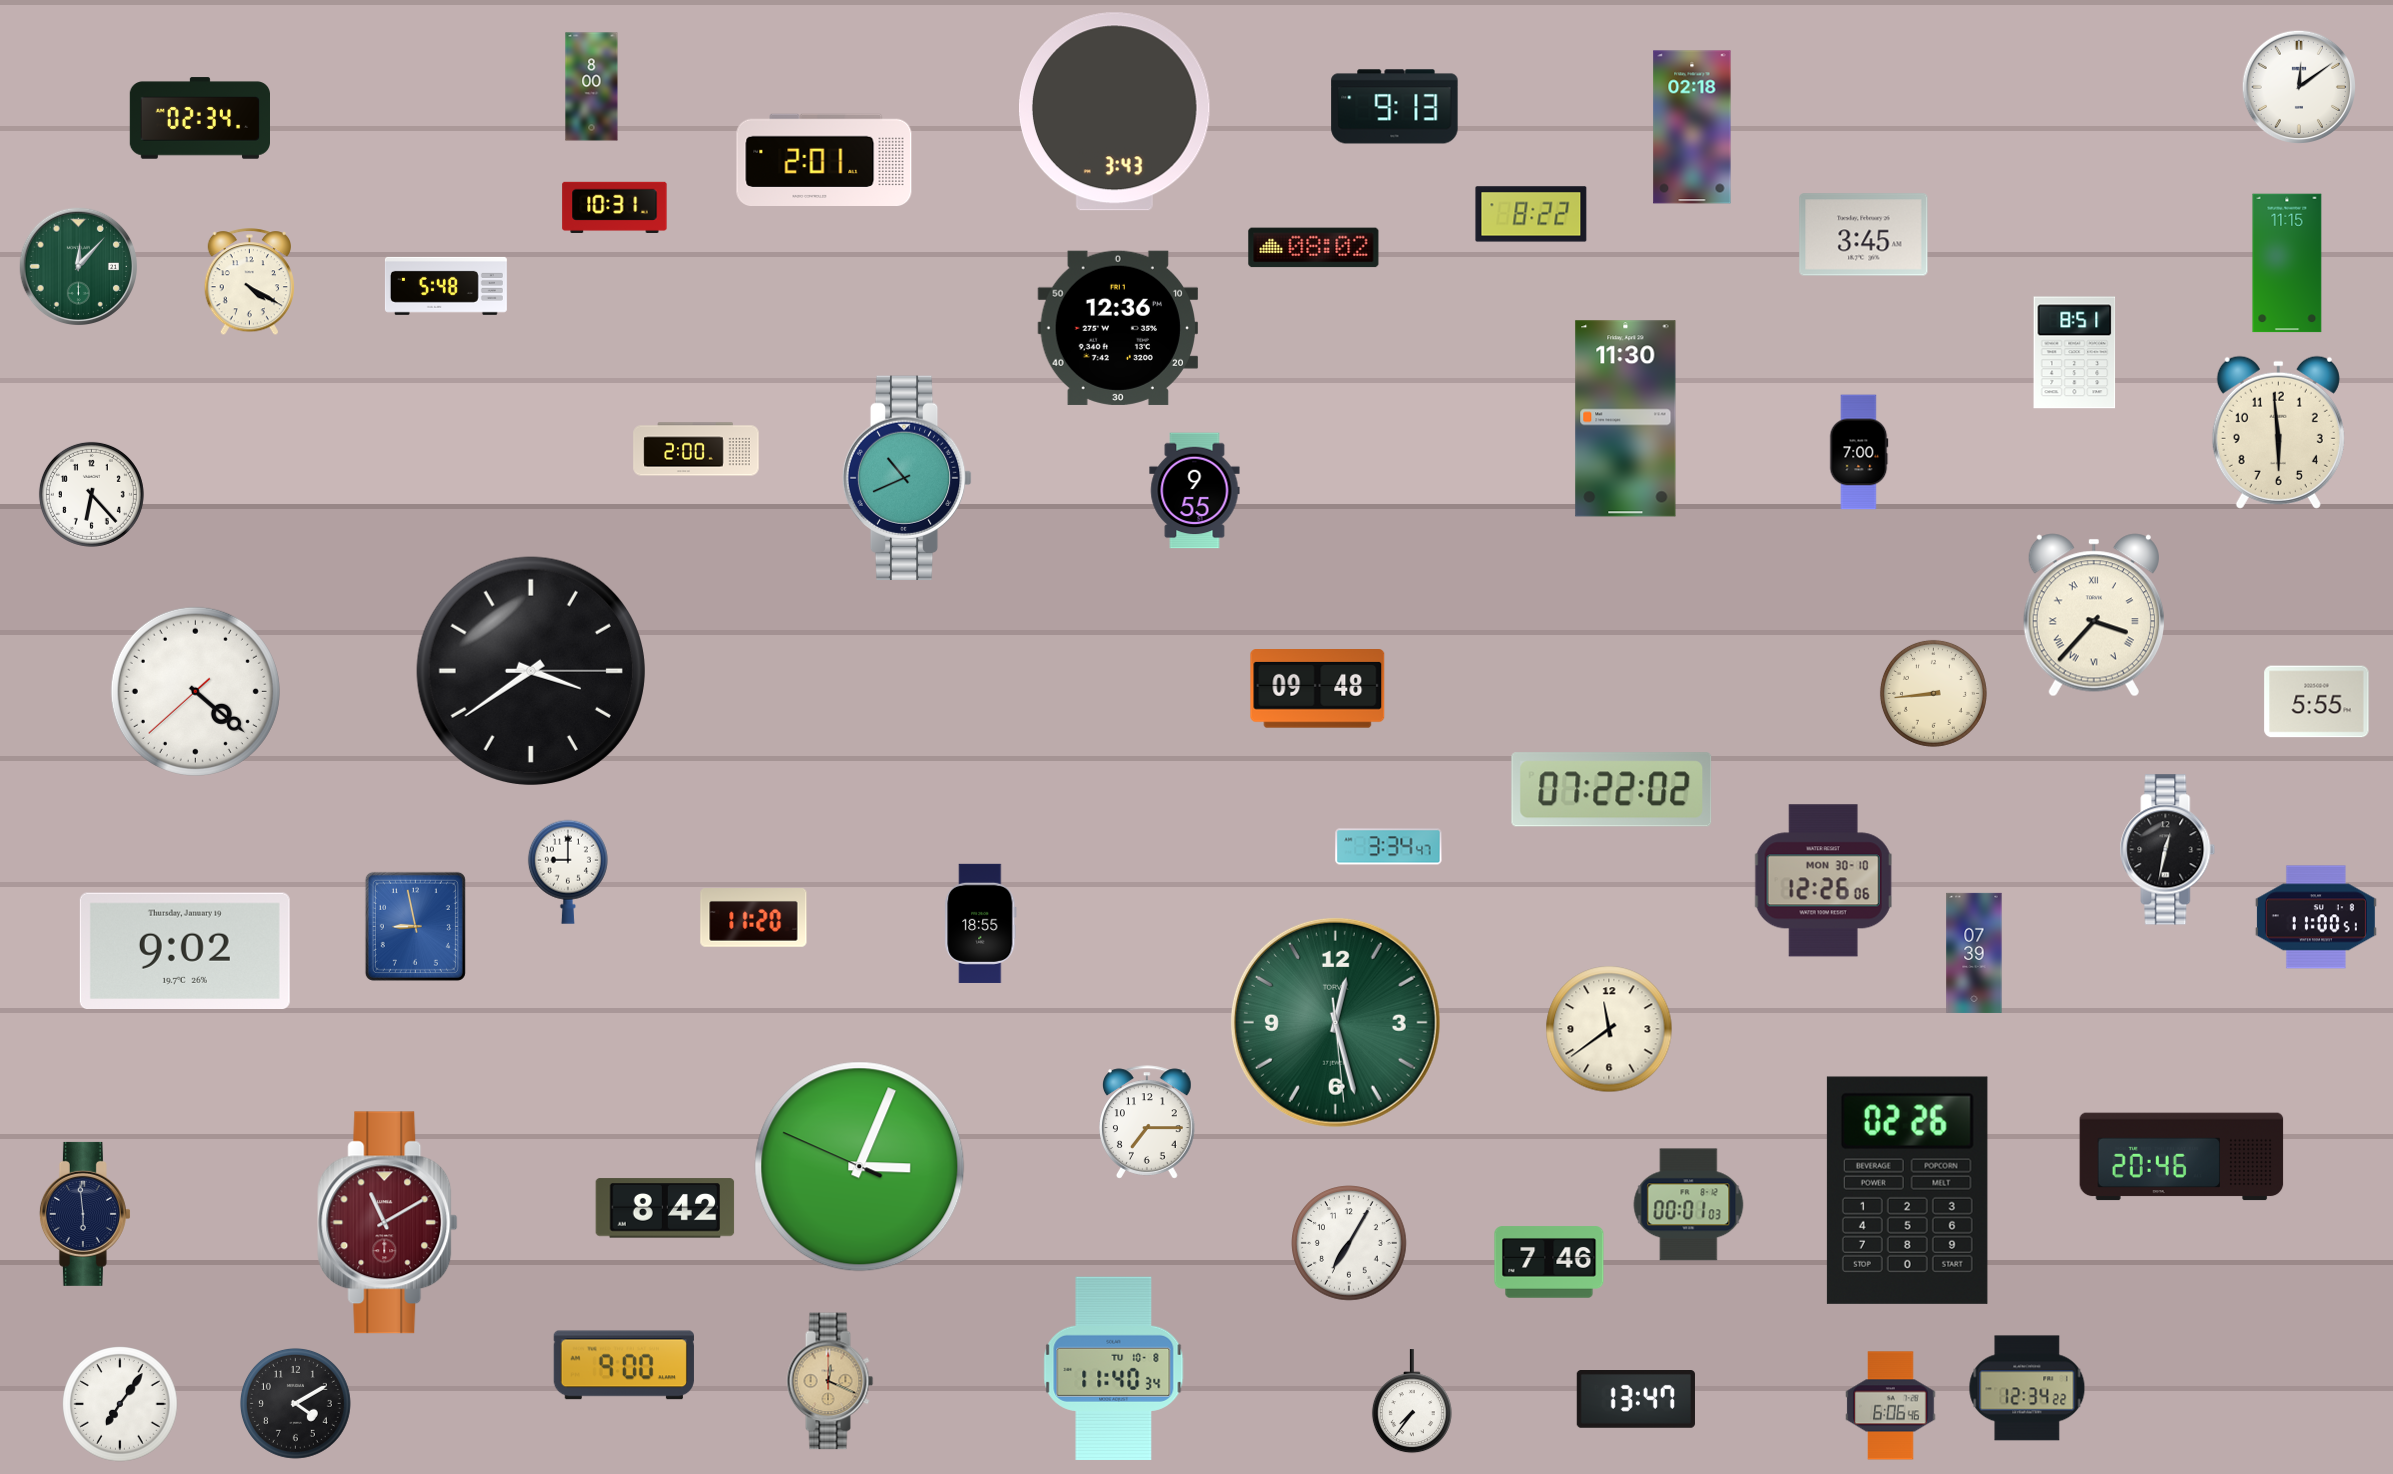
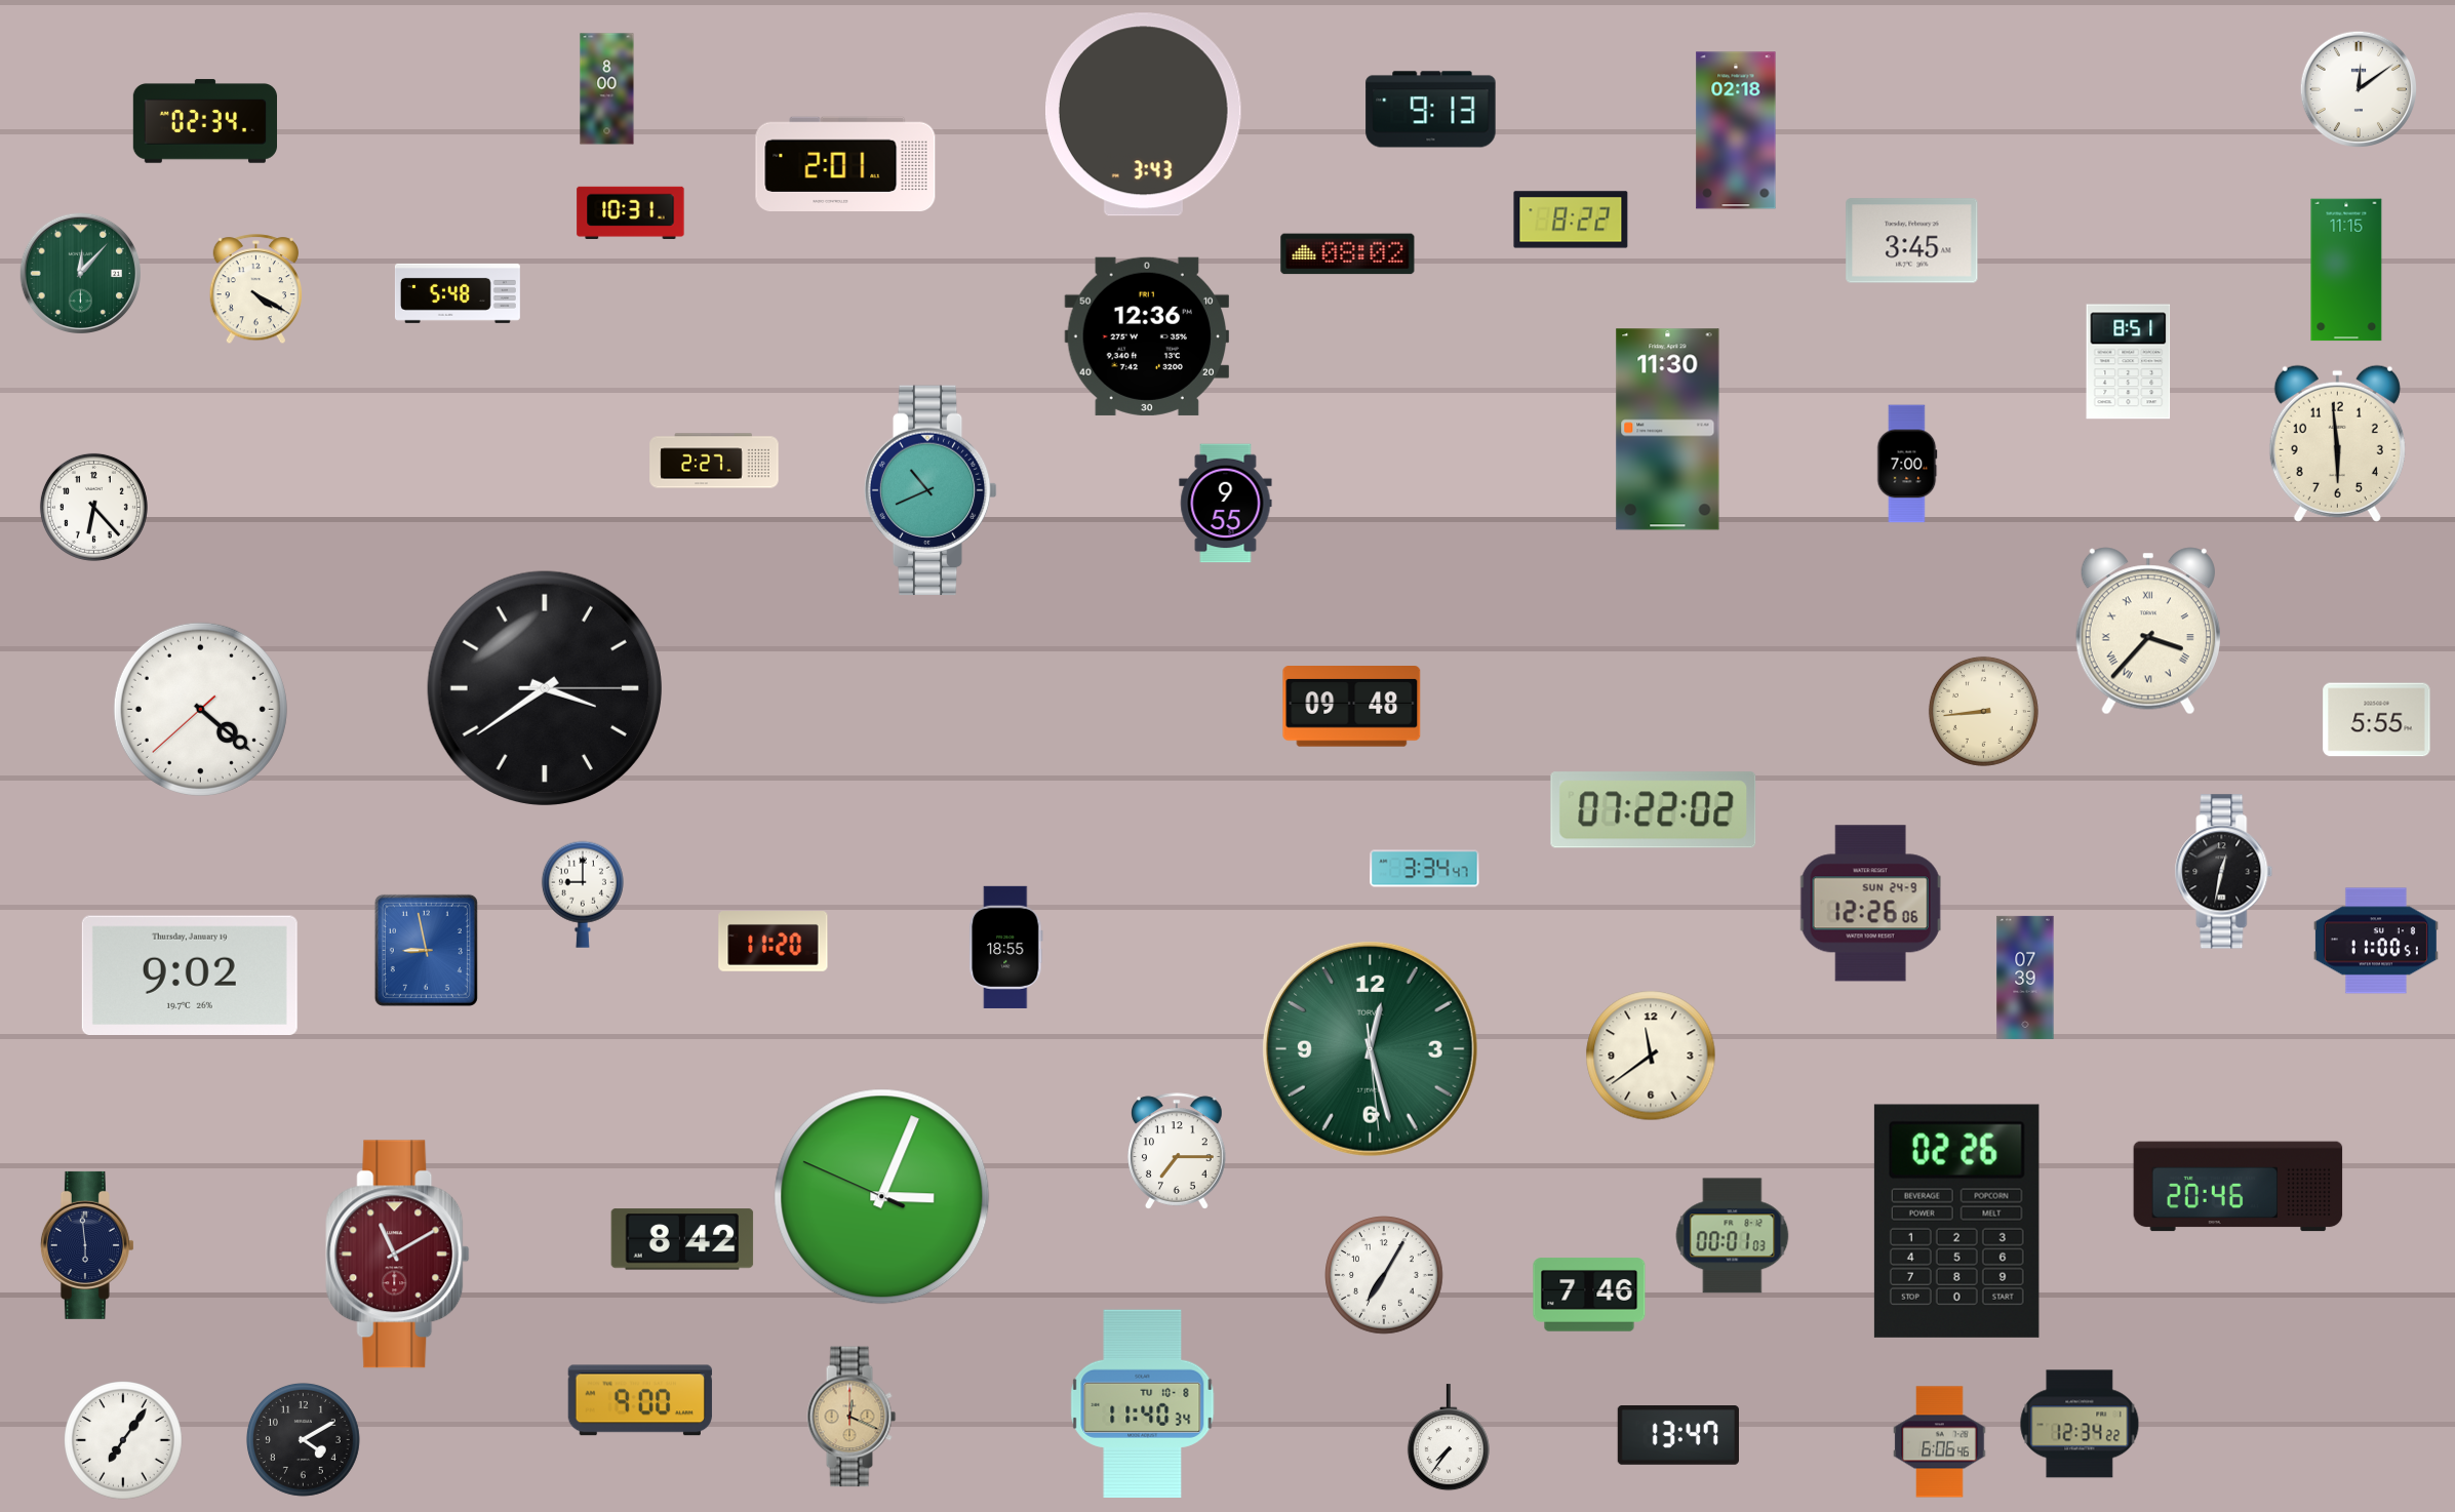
clock at (696, 449): 2:00 -> 2:27
clock at (1823, 881) date: MON 30-10 -> SUN 24-9
